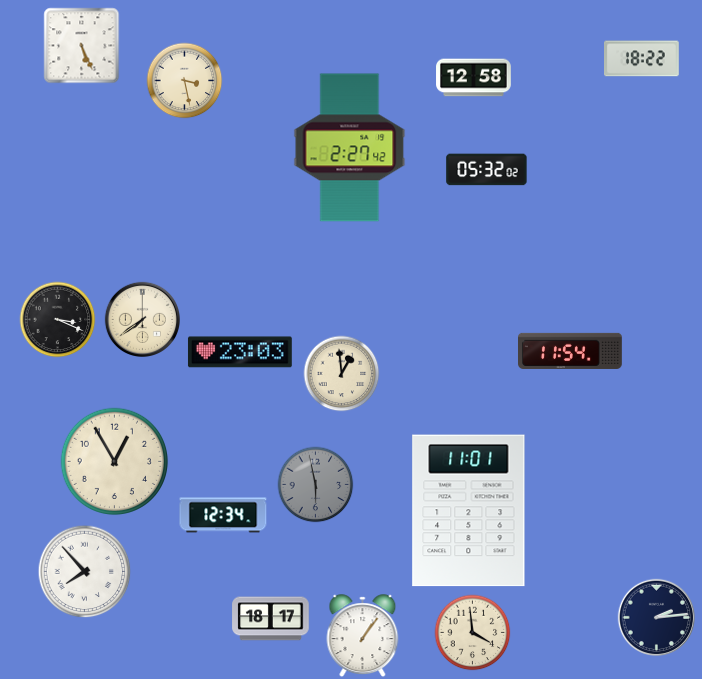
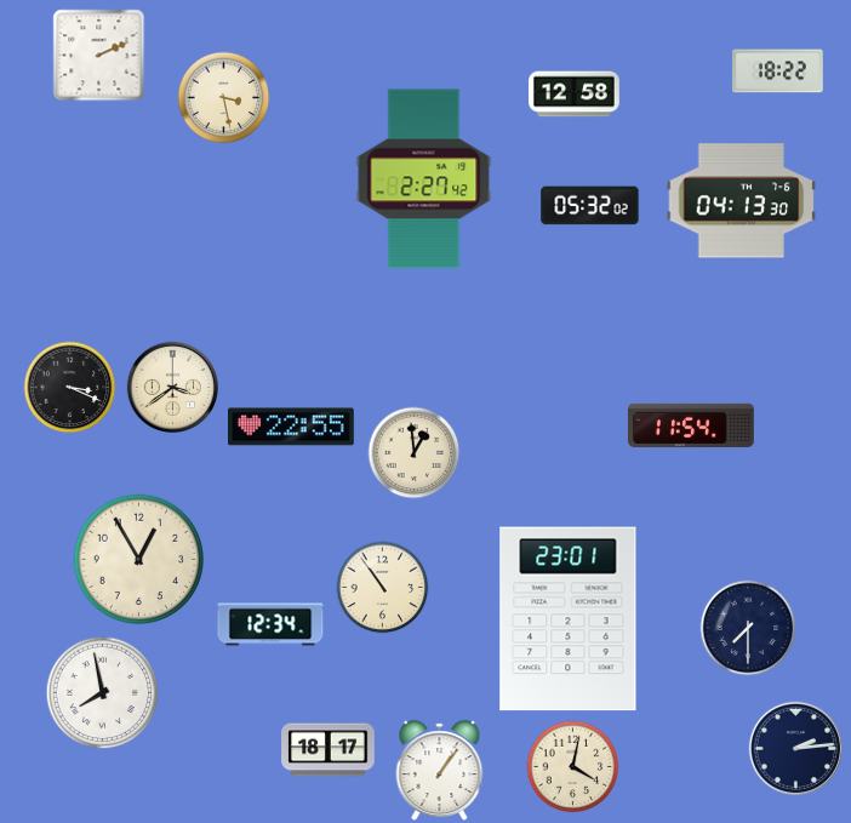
clock at (82, 46): 5:26 -> 2:11
clock at (742, 201): none -> 04:13
clock at (142, 319): 7:39 -> 3:39
clock at (240, 352): 23:03 -> 22:55
clock at (316, 485): 5:58 -> 10:54
clock at (316, 485) dial: grey -> cream
clock at (469, 511): 11:01 -> 23:01
clock at (748, 628): none -> 7:30
clock at (85, 572): 7:53 -> 7:58
clock at (473, 633): 3:59 -> 4:02
